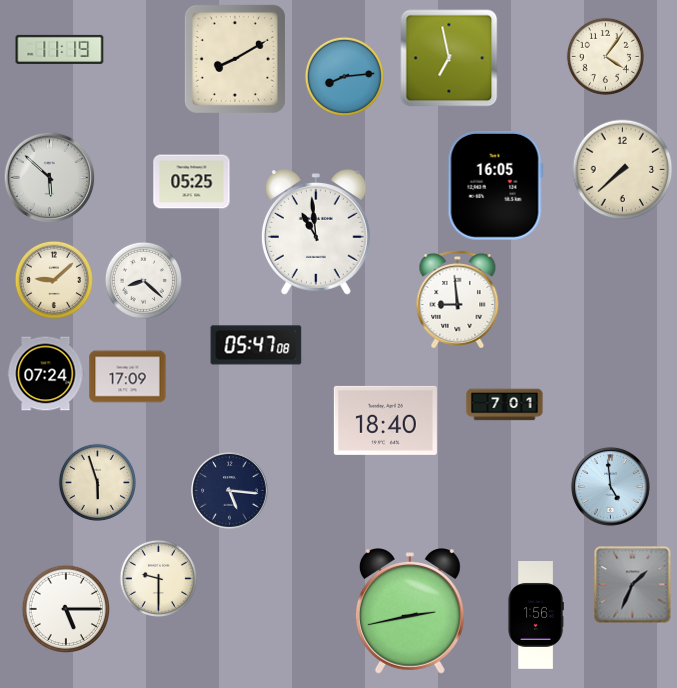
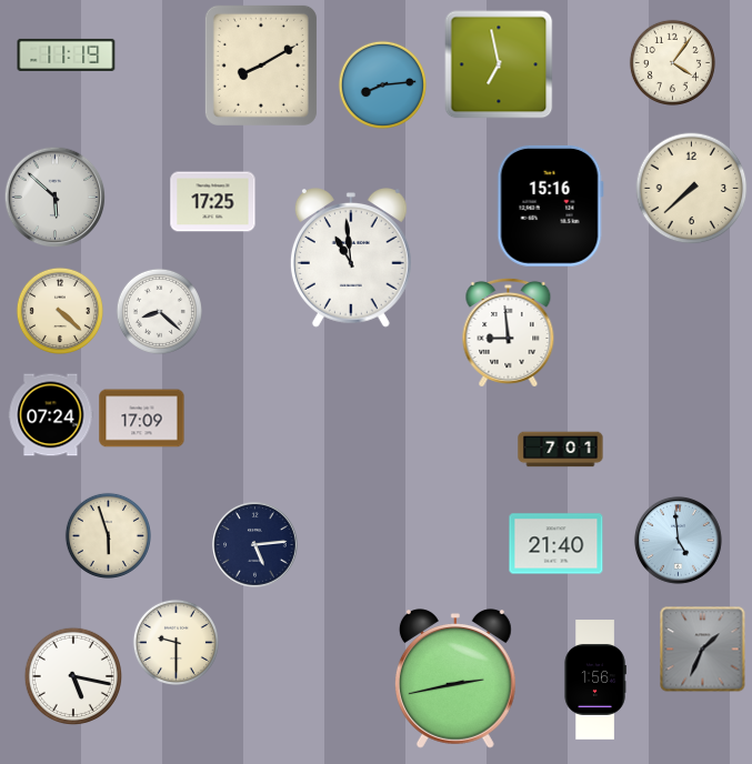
clock at (192, 182): 05:25 -> 17:25
clock at (495, 185): 16:05 -> 15:16
clock at (54, 280): 9:08 -> 4:22
clock at (256, 345): 05:47 -> none
clock at (385, 420): 18:40 -> none
clock at (557, 544): none -> 21:40
clock at (230, 491): 5:16 -> 5:14
clock at (66, 609): 5:15 -> 5:17
clock at (536, 615) position: (536, 615) -> (595, 680)
